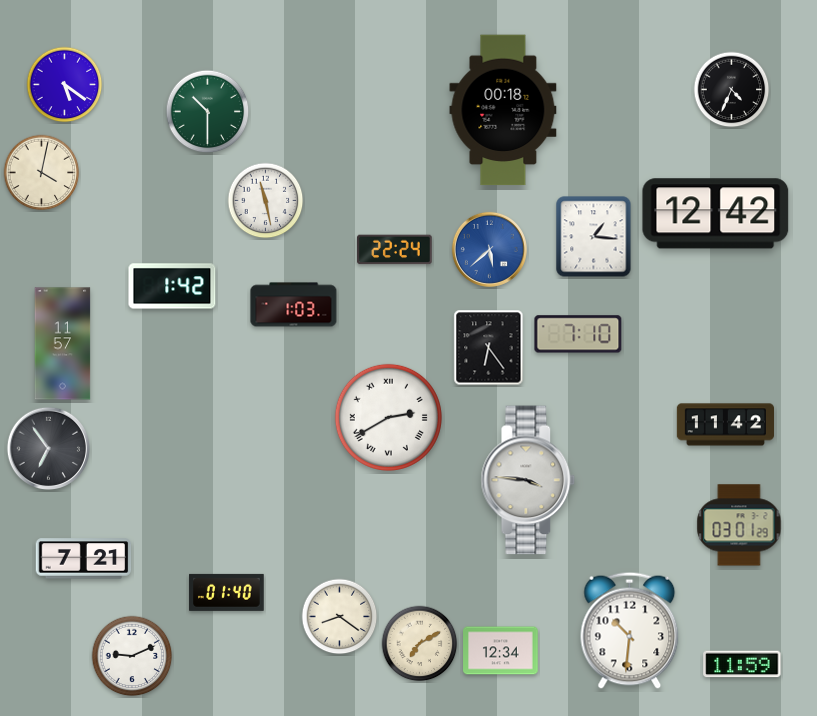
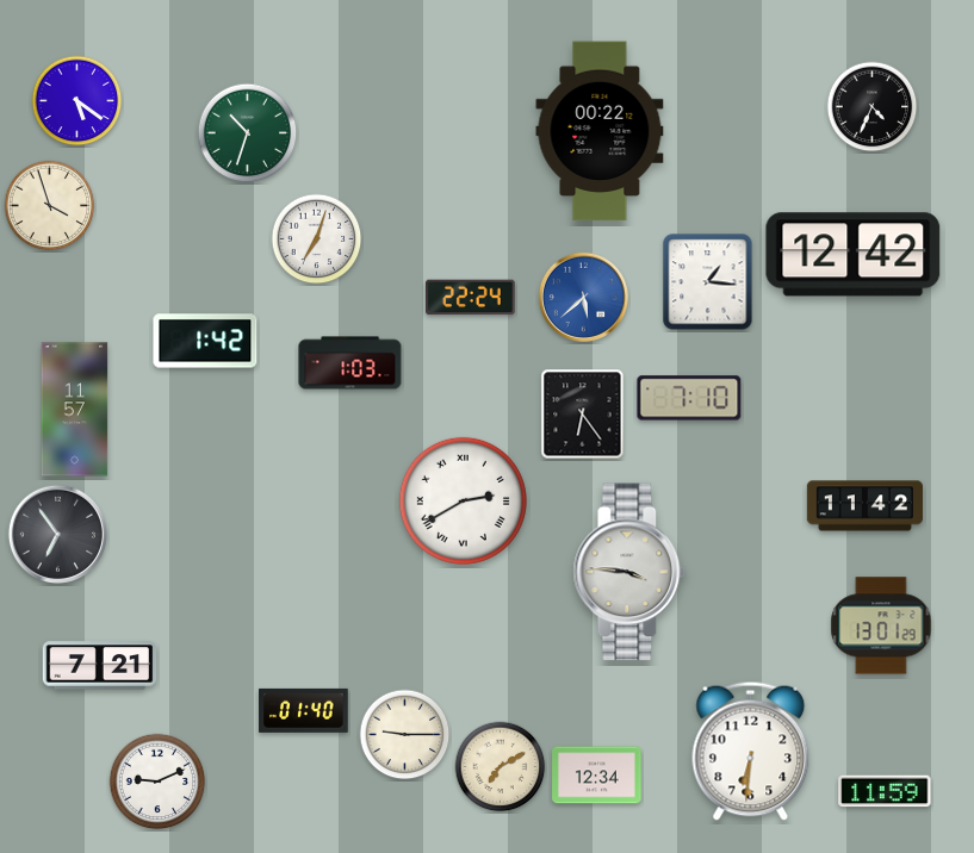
clock at (503, 110): 00:18 -> 00:22
clock at (208, 112): 10:30 -> 10:33
clock at (42, 173): 4:02 -> 3:57
clock at (266, 201): 11:28 -> 7:03
clock at (388, 417) position: (388, 417) -> (463, 500)
clock at (739, 525): 03:01 -> 13:01
clock at (227, 592) position: (227, 592) -> (304, 710)
clock at (340, 617): 8:21 -> 9:15
clock at (630, 630): 10:31 -> 6:31
